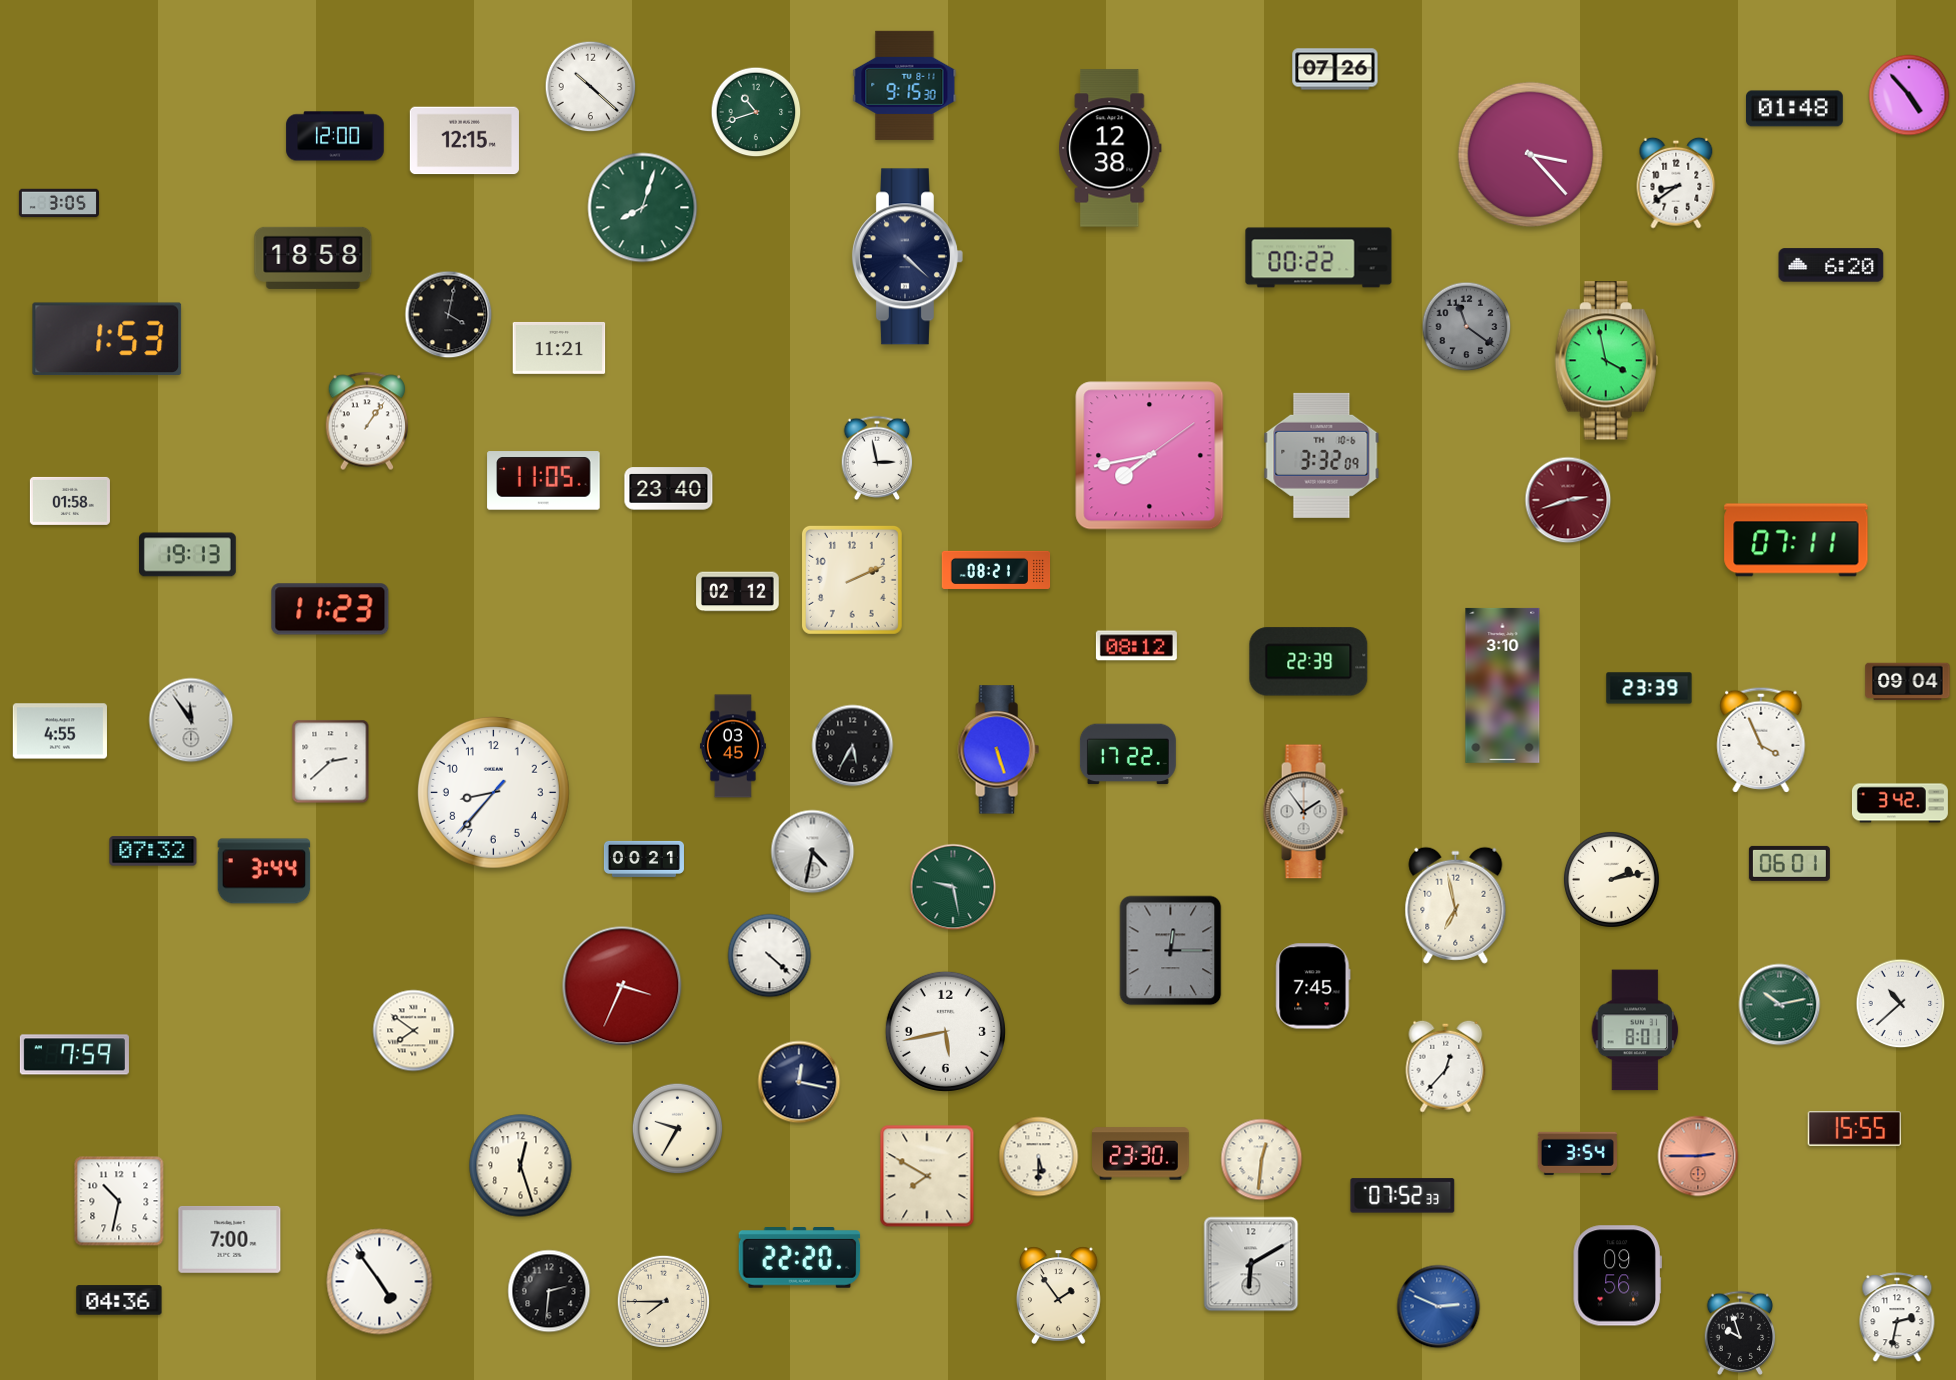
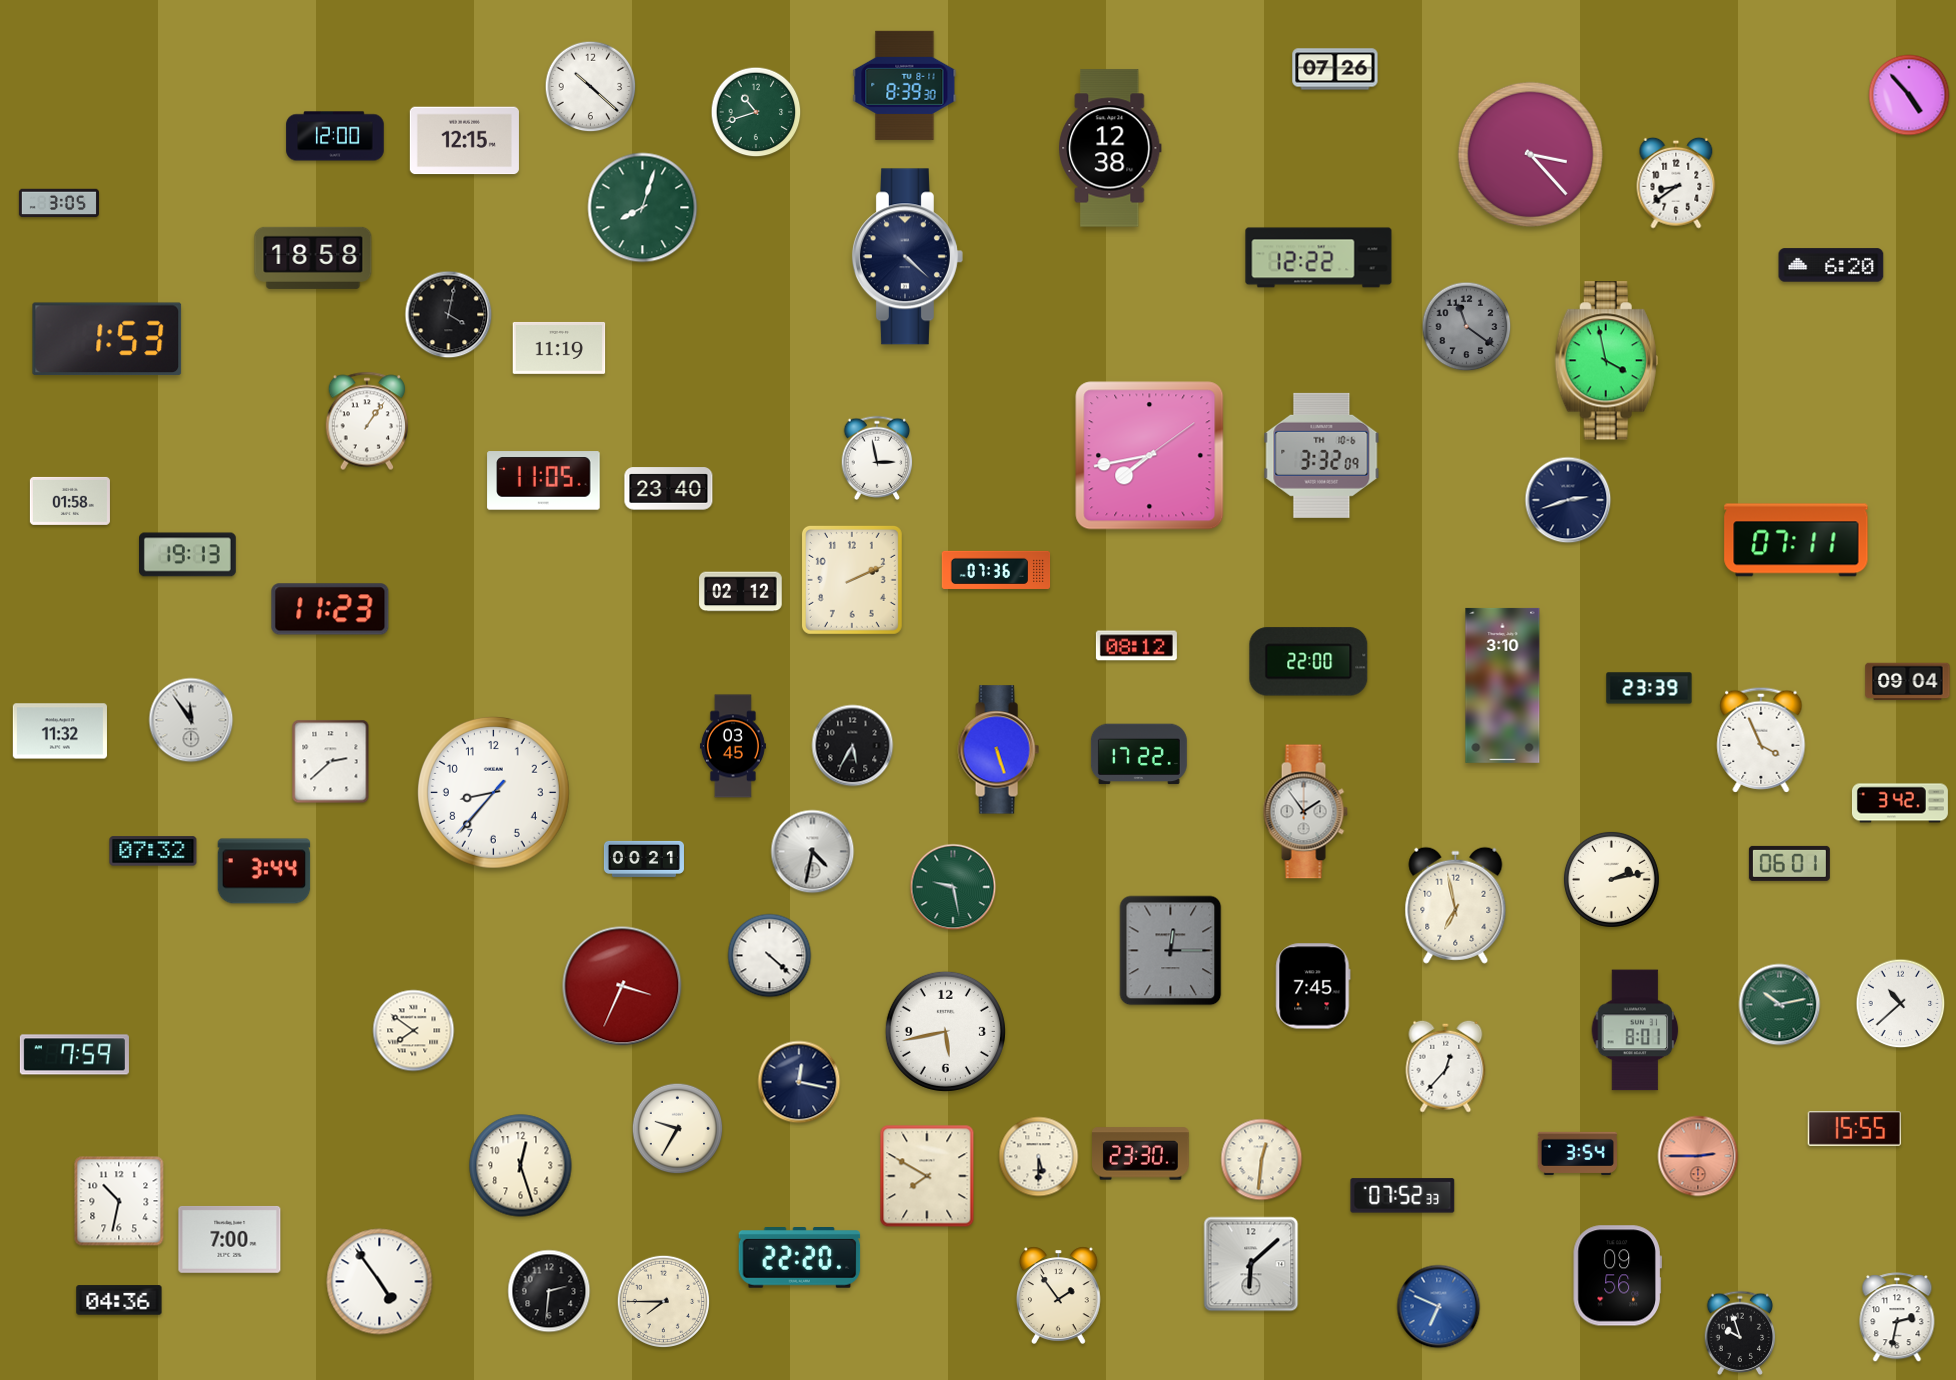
clock at (905, 85): 9:15 -> 8:39
clock at (1795, 109): 01:48 -> none
clock at (1319, 258): 00:22 -> 12:22
clock at (559, 348): 11:21 -> 11:19
clock at (1568, 500) dial: burgundy -> navy
clock at (996, 570): 08:21 -> 07:36
clock at (738, 592) position: (738, 592) -> (741, 592)
clock at (1309, 662): 22:39 -> 22:00
clock at (60, 731): 4:55 -> 11:32
clock at (1128, 754) position: (1128, 754) -> (1139, 754)
clock at (1251, 1264): 6:10 -> 6:08
clock at (1439, 1307): 2:49 -> 6:49
